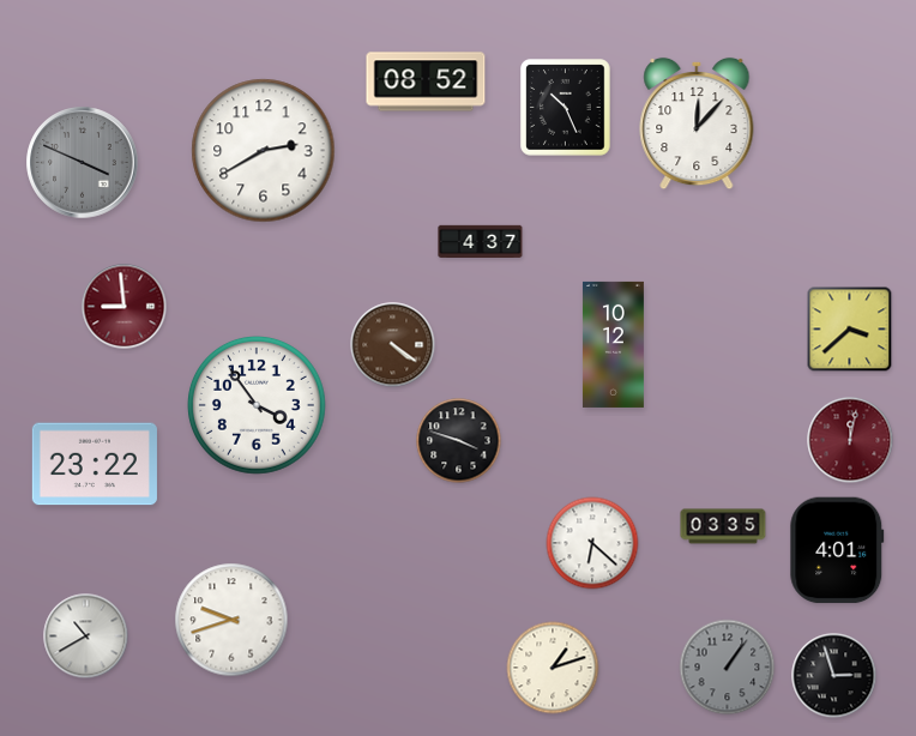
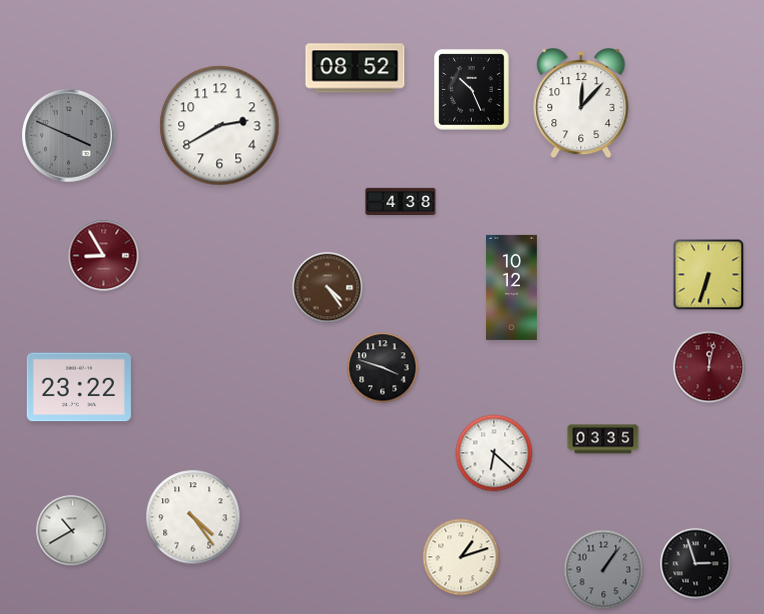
clock at (481, 242): 4:37 -> 4:38
clock at (125, 307): 8:59 -> 8:55
clock at (850, 330): 3:38 -> 6:33
clock at (393, 345): 4:21 -> 4:24
clock at (258, 406): 3:54 -> none
clock at (837, 550): 4:01 -> none
clock at (231, 620): 9:42 -> 4:24
clock at (728, 668) position: (728, 668) -> (604, 570)
